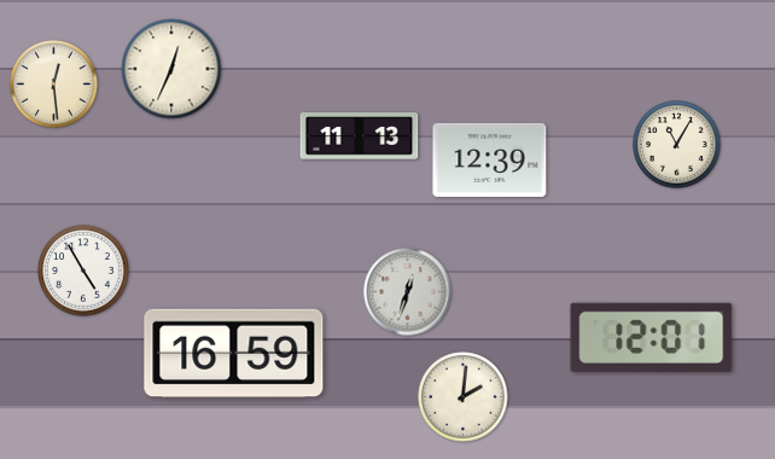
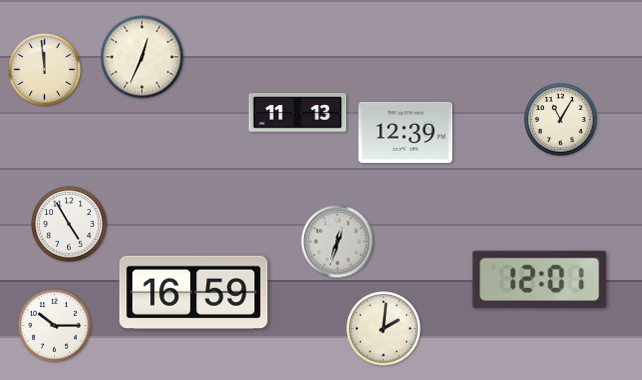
clock at (54, 85): 12:29 -> 11:59
clock at (55, 326): none -> 10:15
